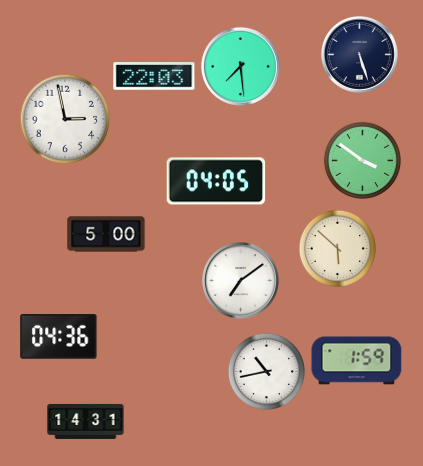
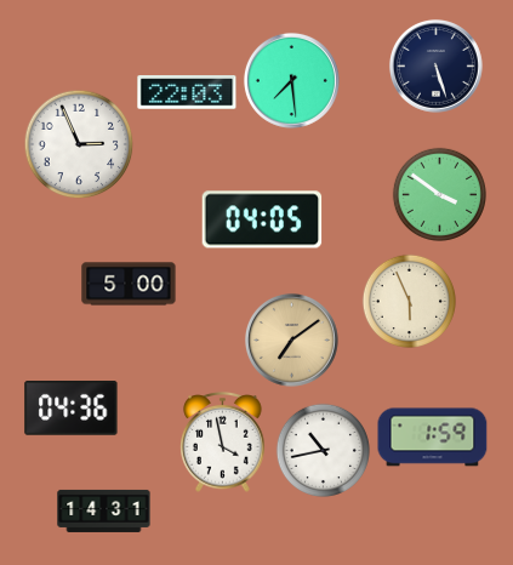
clock at (65, 119): 2:58 -> 2:56
clock at (337, 248): 5:52 -> 5:56
clock at (241, 281) dial: white -> champagne
clock at (223, 443): none -> 3:58
